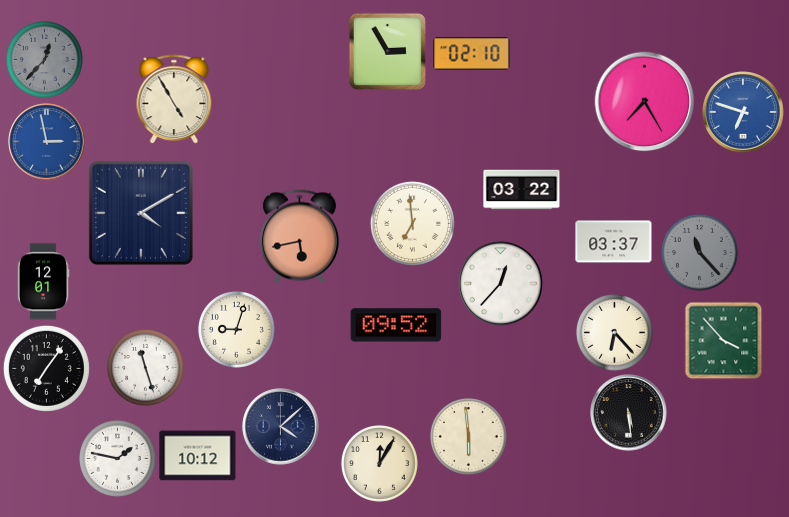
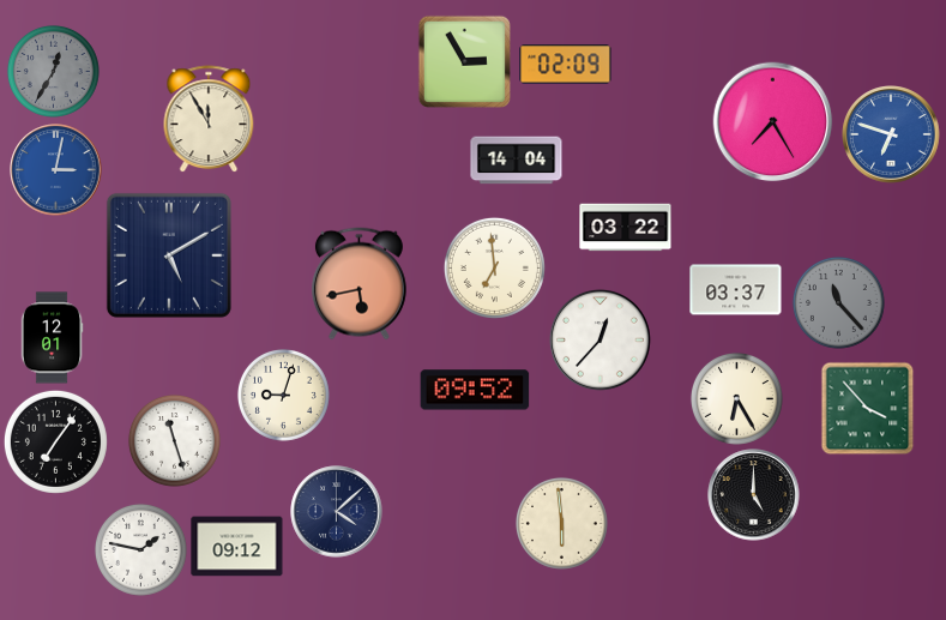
clock at (472, 54): 02:10 -> 02:09
clock at (44, 59): 12:37 -> 12:35
clock at (174, 99): 4:55 -> 11:55
clock at (517, 161): none -> 14:04
clock at (47, 142): 2:58 -> 3:02
clock at (141, 213): 4:10 -> 5:10
clock at (614, 332): 6:23 -> 6:25
clock at (629, 413): 5:29 -> 5:00
clock at (198, 456): 10:12 -> 09:12
clock at (379, 463): 12:05 -> none
